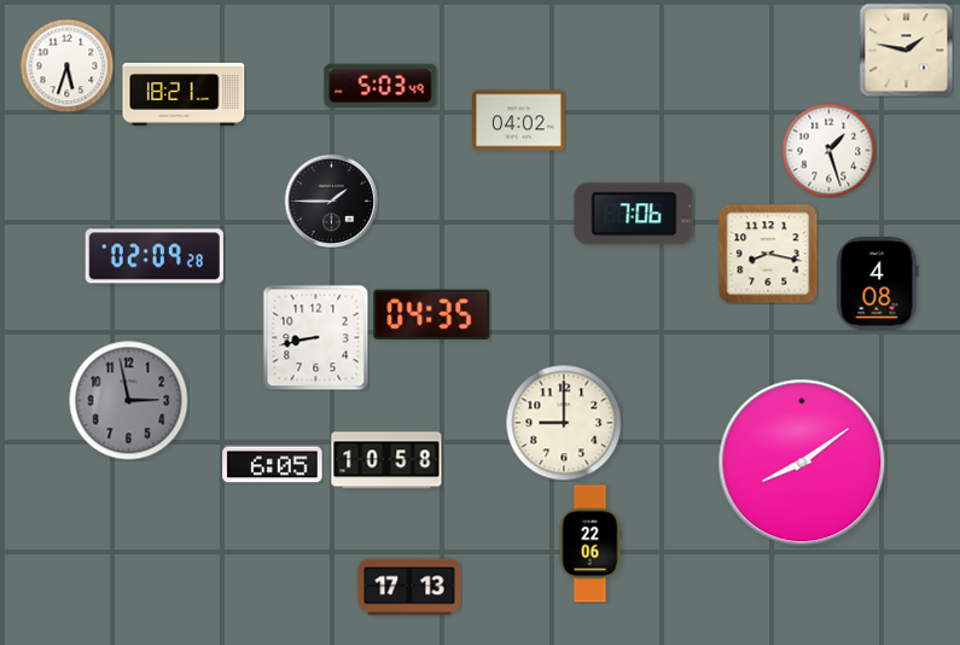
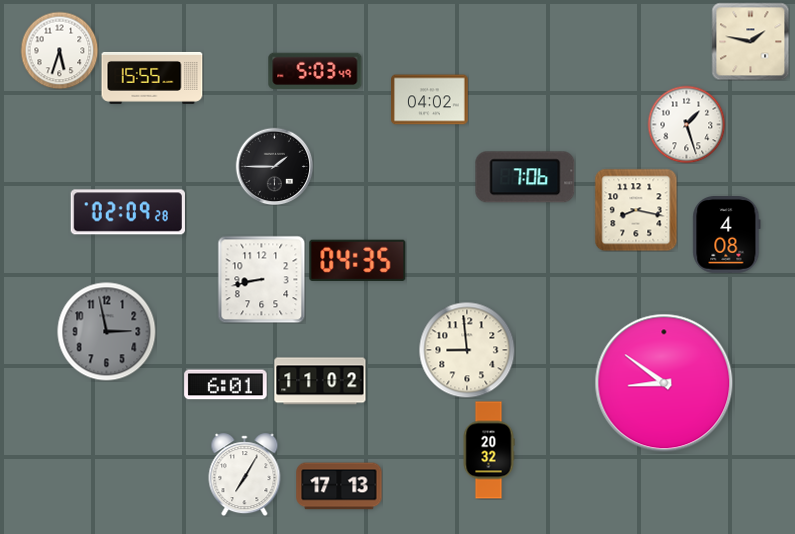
clock at (66, 65) position: (66, 65) -> (59, 50)
clock at (184, 94): 18:21 -> 15:55
clock at (564, 423): 9:00 -> 8:59
clock at (386, 460): 10:58 -> 11:02
clock at (802, 463): 8:09 -> 8:51
clock at (273, 465): 6:05 -> 6:01
clock at (590, 544): 22:06 -> 20:32
clock at (245, 475): none -> 7:05
